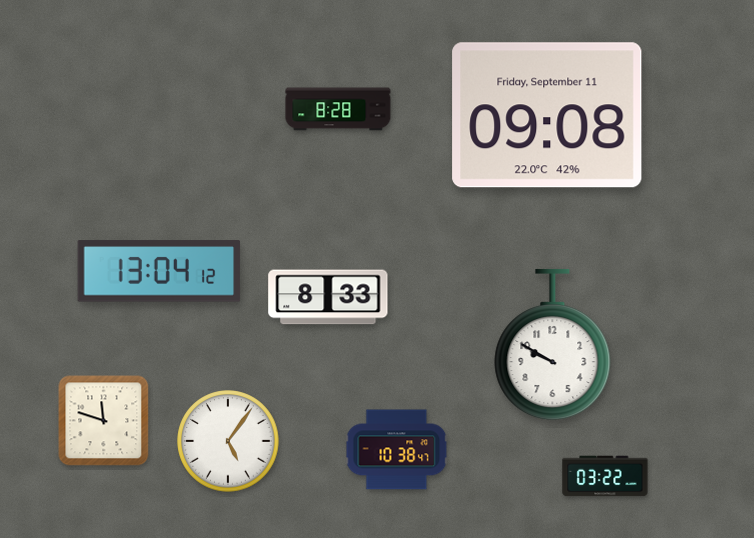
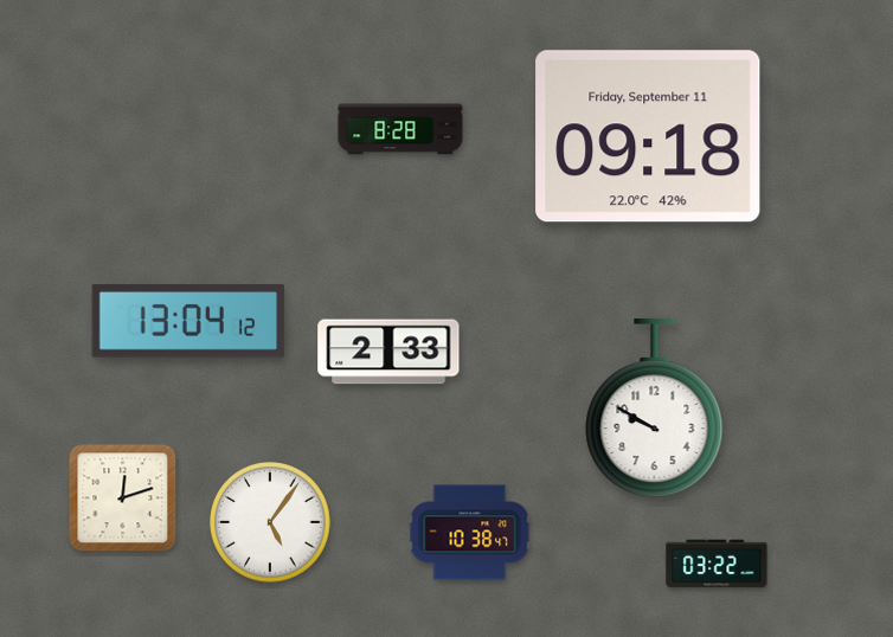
clock at (547, 115): 09:08 -> 09:18
clock at (328, 297): 8:33 -> 2:33
clock at (104, 421): 11:48 -> 12:12
